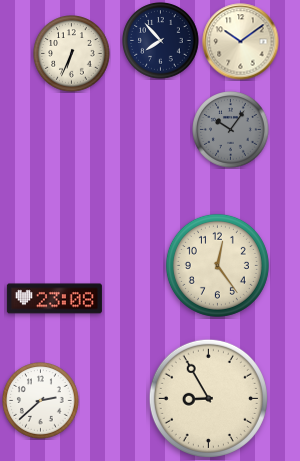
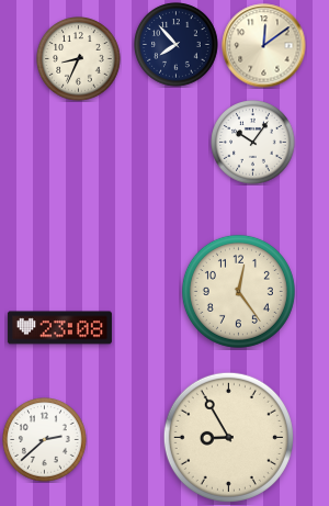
clock at (241, 42): 10:09 -> 12:09
clock at (72, 54): 6:34 -> 8:34
clock at (231, 130) dial: grey -> white
